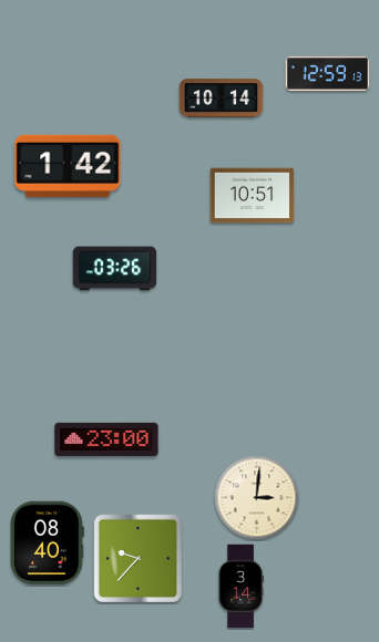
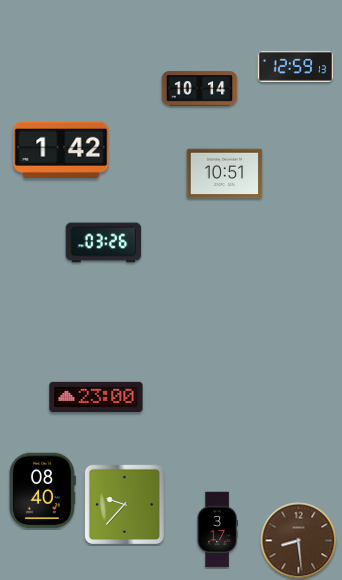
clock at (253, 196) position: (253, 196) -> (225, 174)
clock at (257, 498): 3:01 -> none
clock at (240, 587): 3:14 -> 3:17
clock at (299, 541): none -> 8:29
